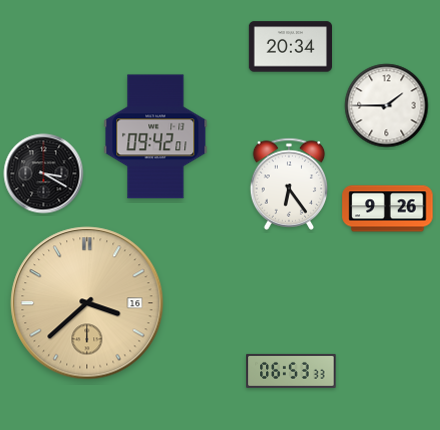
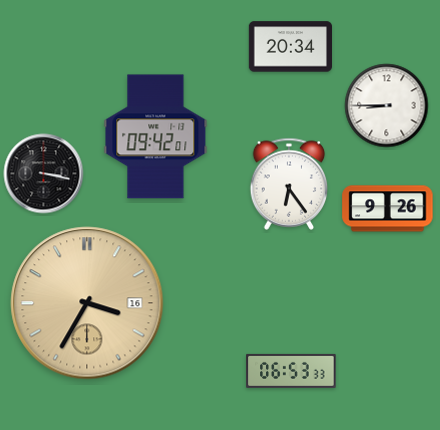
clock at (387, 106): 1:45 -> 8:45
clock at (44, 174): 3:20 -> 3:17
clock at (87, 303): 3:38 -> 3:35
